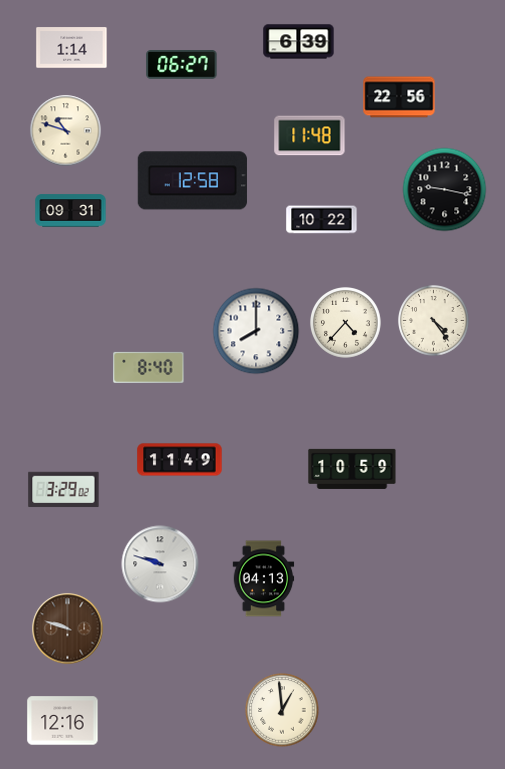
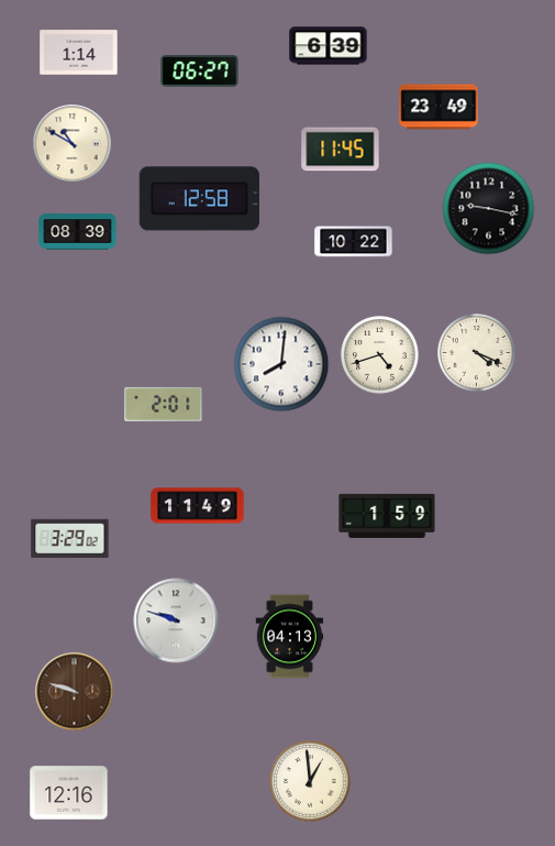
clock at (399, 97): 22:56 -> 23:49
clock at (66, 131): 10:48 -> 10:50
clock at (310, 136): 11:48 -> 11:45
clock at (192, 181) position: (192, 181) -> (199, 199)
clock at (71, 211): 09:31 -> 08:39
clock at (434, 321): 4:24 -> 4:19
clock at (346, 323): 4:37 -> 4:42
clock at (256, 331): 8:00 -> 8:01
clock at (149, 367): 8:40 -> 2:01
clock at (352, 469): 10:59 -> 1:59
